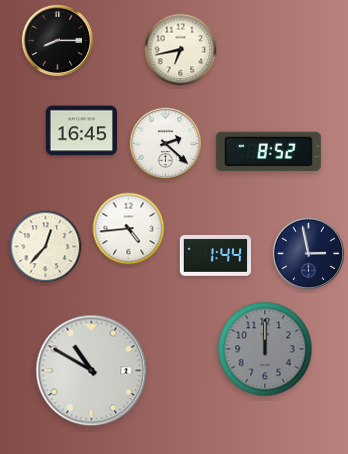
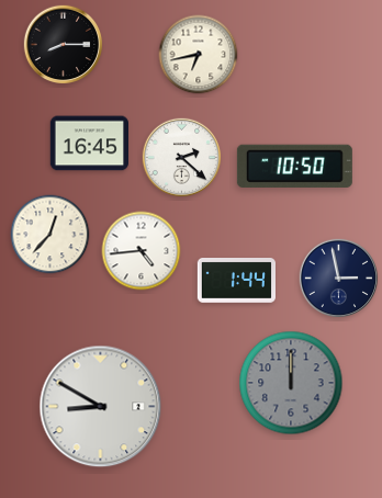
clock at (268, 151): 8:52 -> 10:50
clock at (46, 247) position: (46, 247) -> (50, 235)
clock at (92, 371): 10:50 -> 8:50
